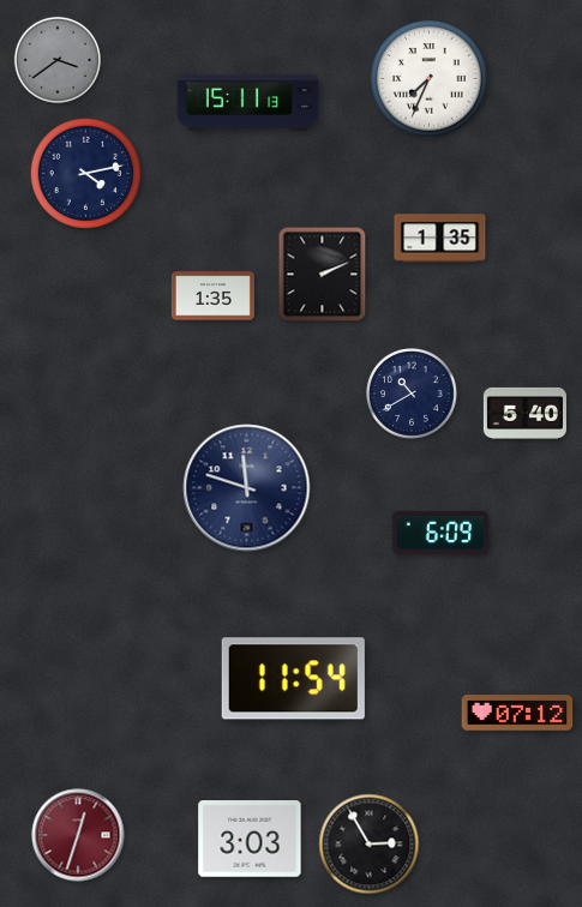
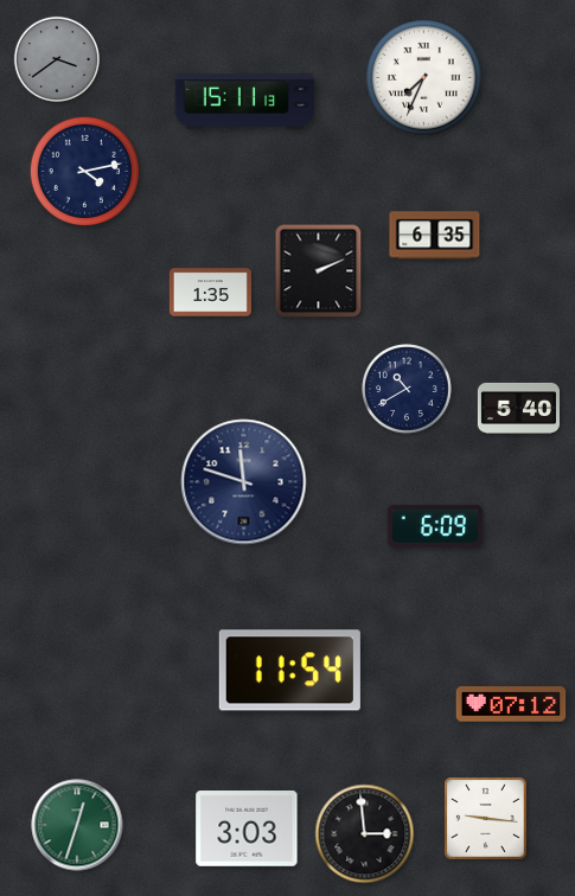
clock at (440, 239): 1:35 -> 6:35
clock at (486, 819): none -> 9:16
clock at (78, 835) dial: burgundy -> green
clock at (370, 845): 2:55 -> 2:59
